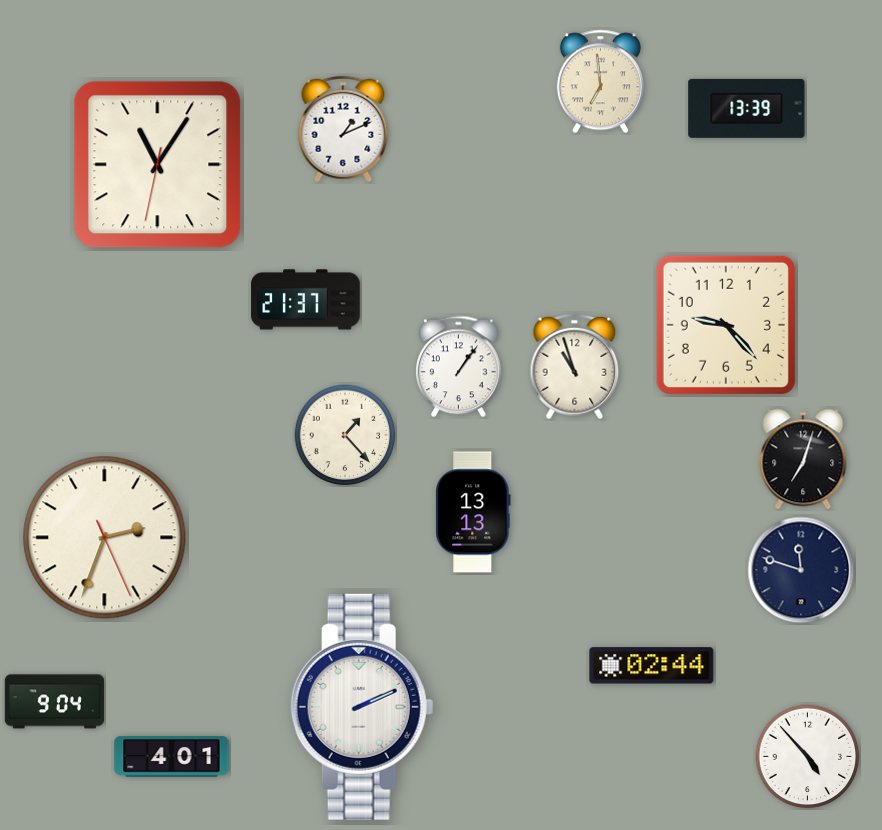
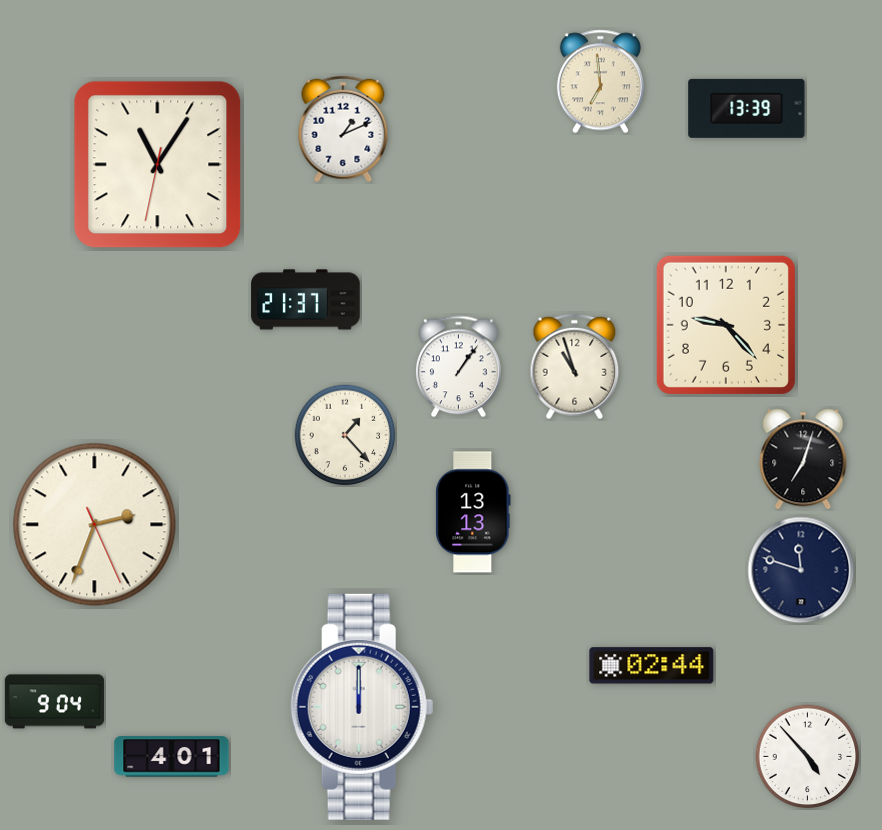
clock at (105, 538) position: (105, 538) -> (95, 525)
clock at (362, 707): 2:11 -> 12:00
